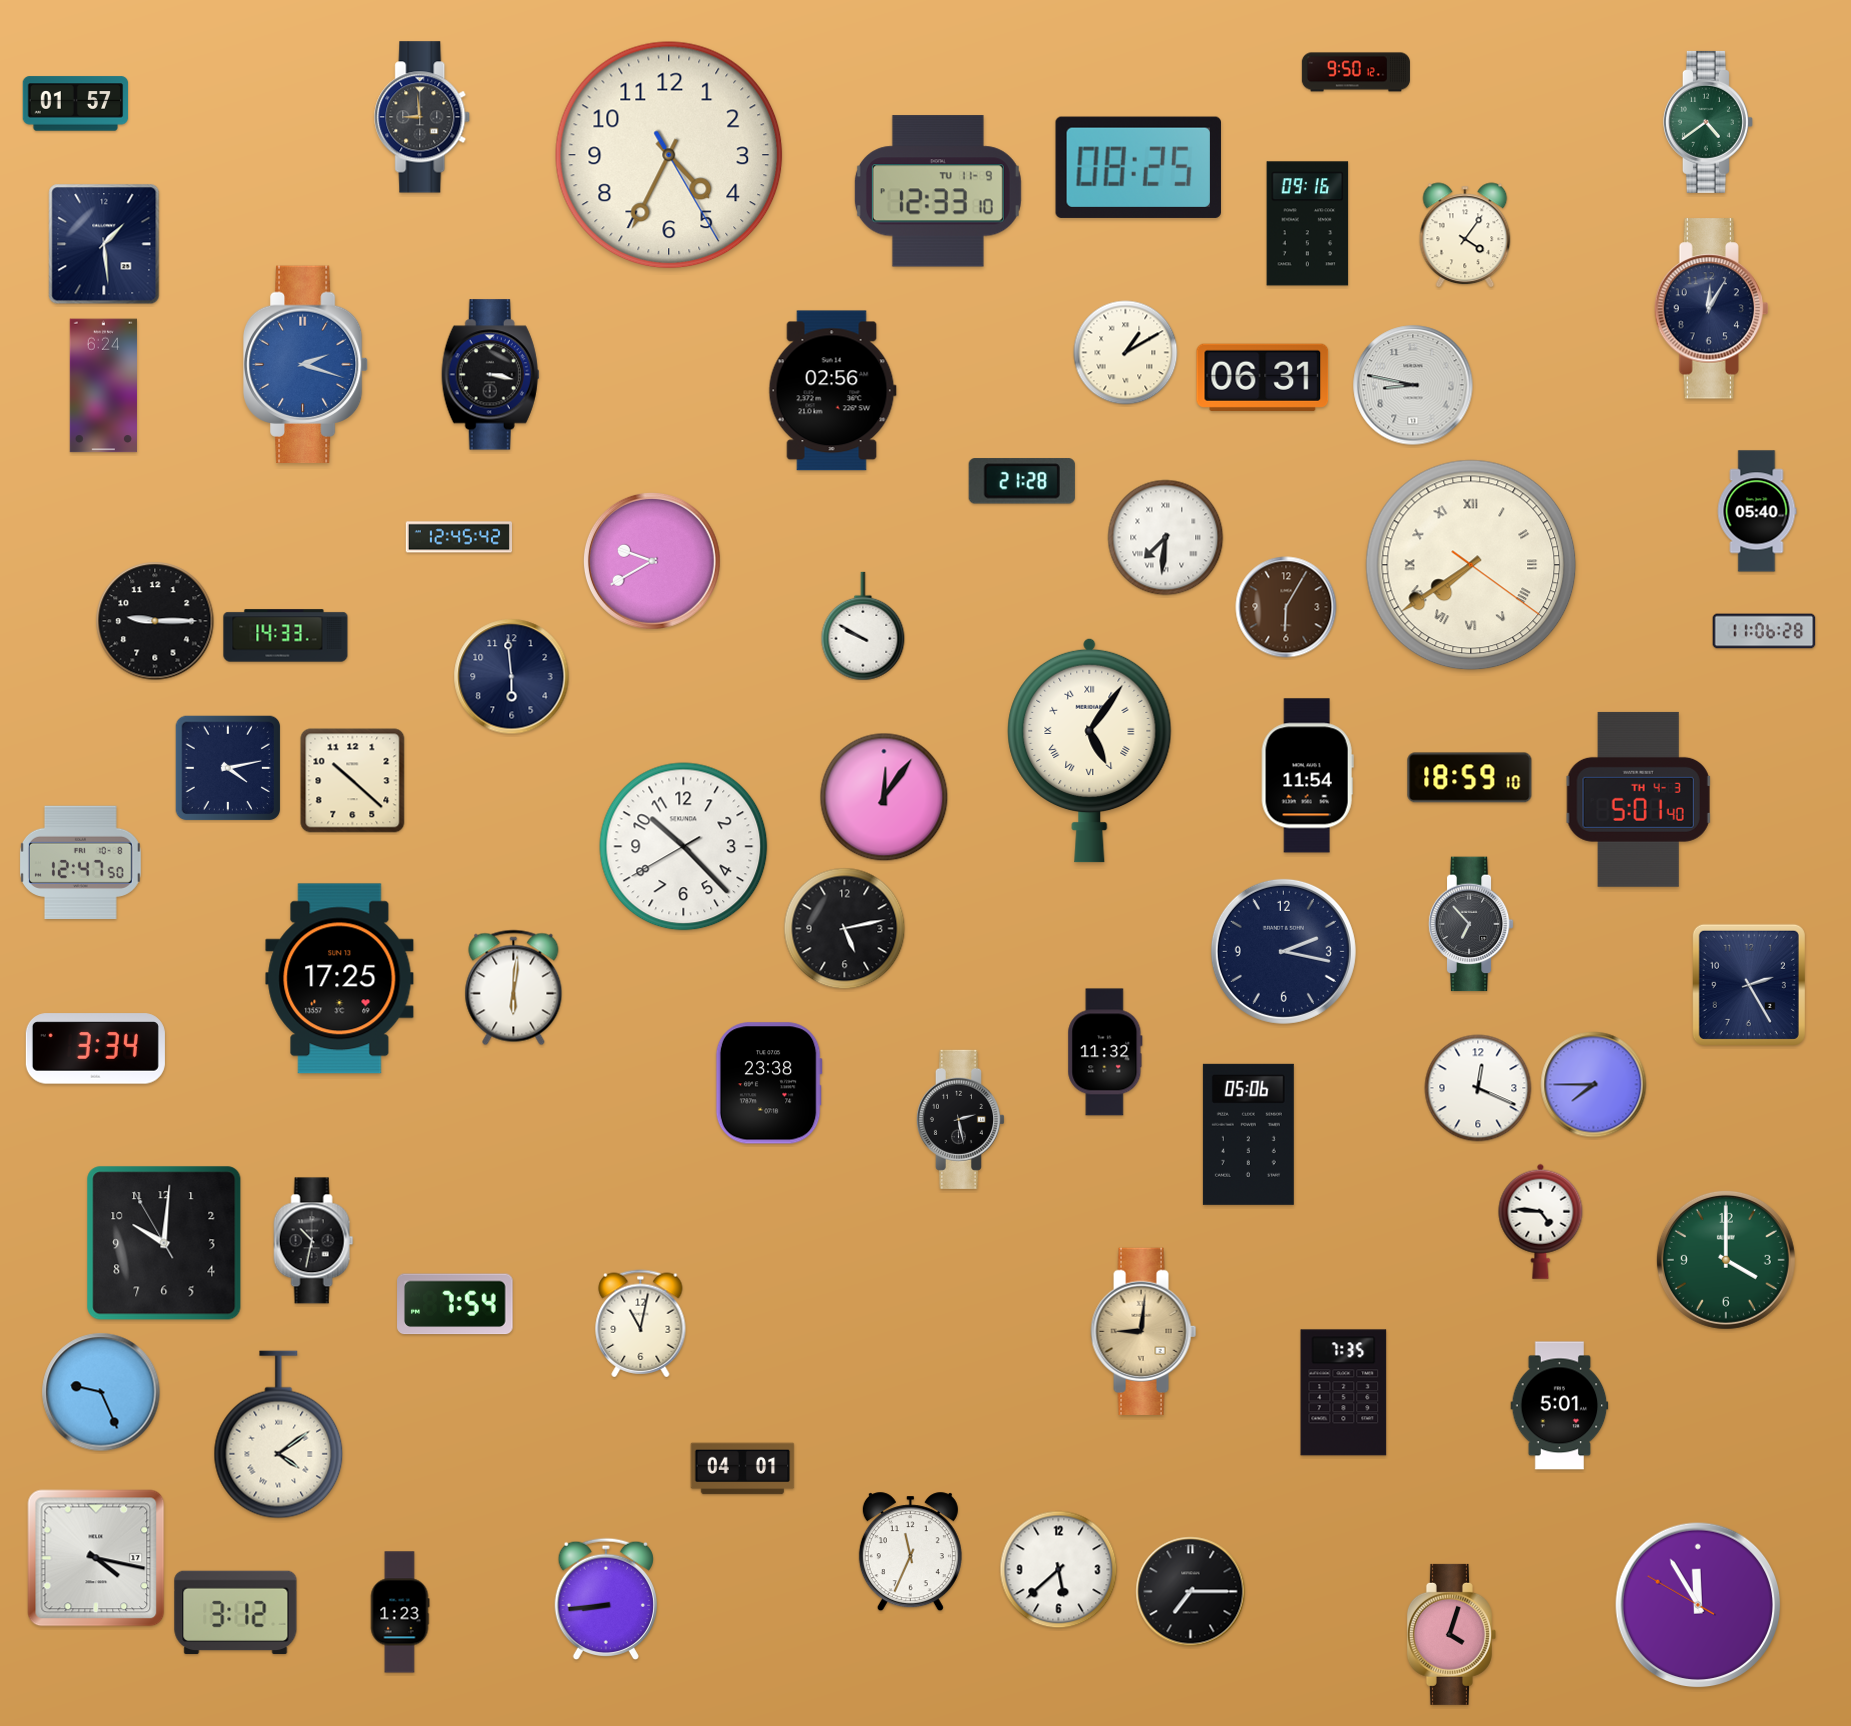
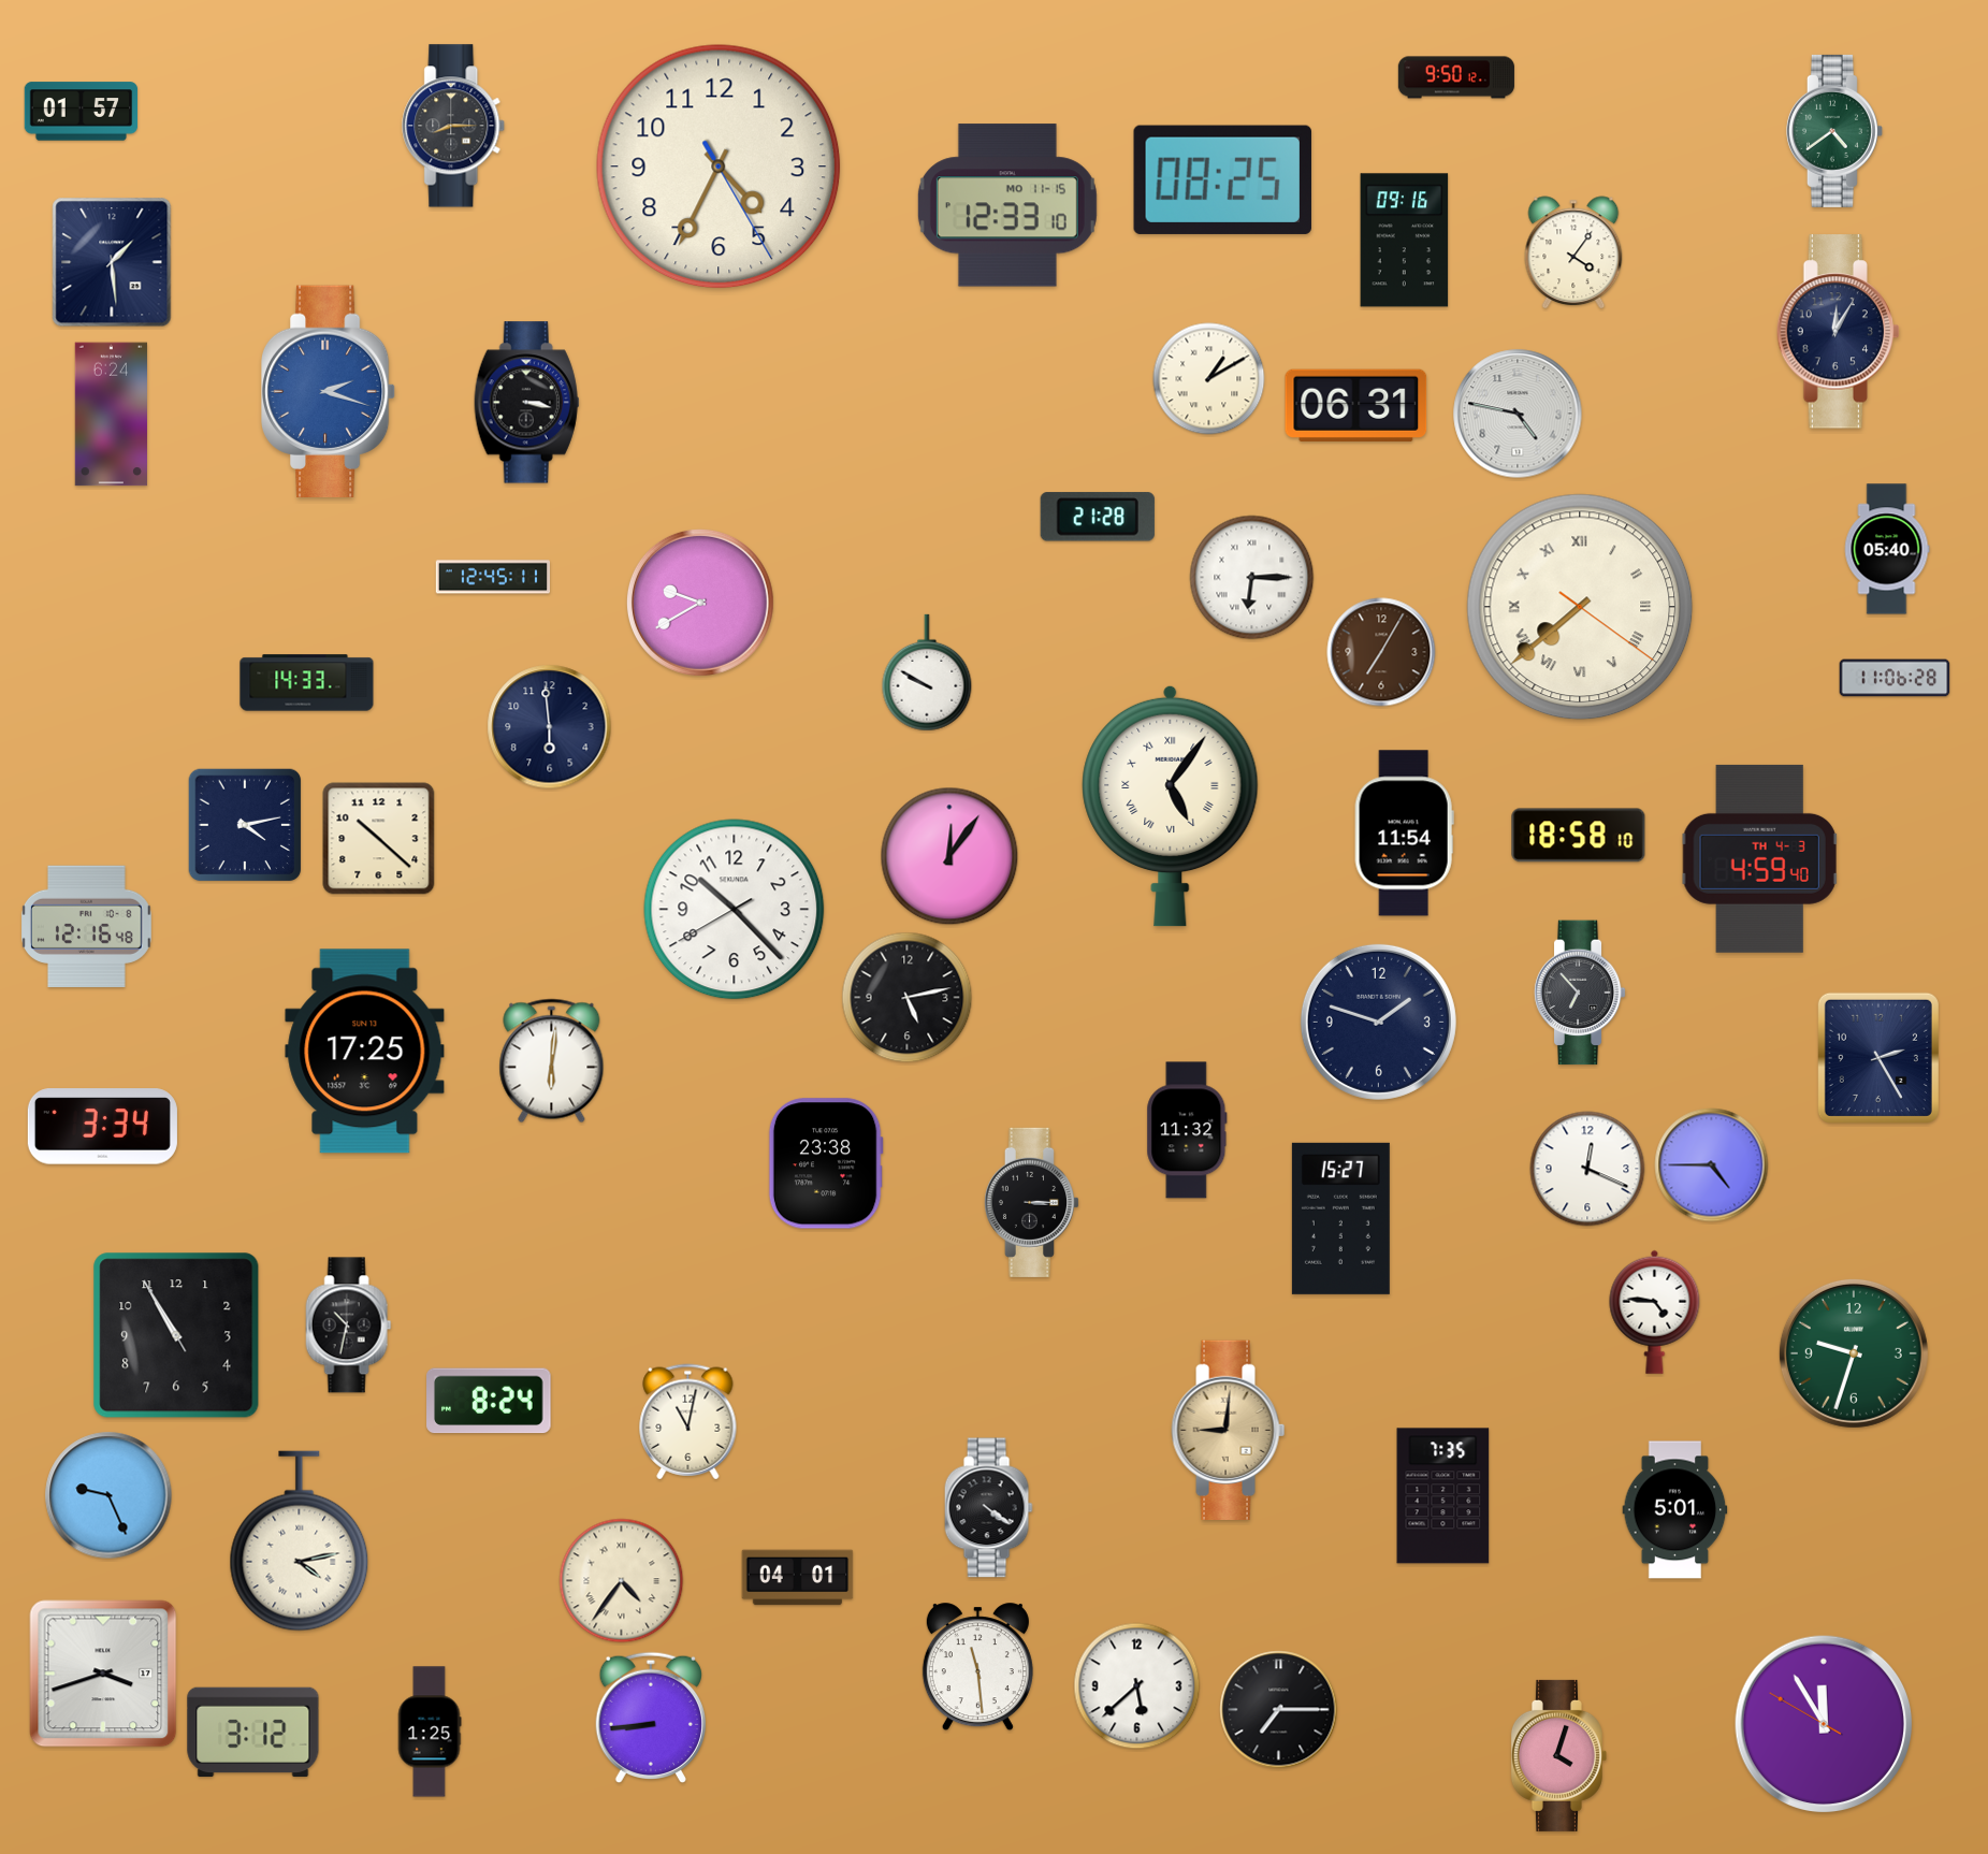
clock at (423, 117): 8:59 -> 8:15
clock at (938, 191) date: TU 11-9 -> MO 11-15
clock at (1413, 385): 8:47 -> 4:47
clock at (832, 391): 02:56 -> none
clock at (458, 537): 12:45:42 -> 12:45:11
clock at (1166, 538): 7:31 -> 6:15
clock at (1471, 565): 7:39 -> 7:38
clock at (1286, 607): 6:05 -> 7:05
clock at (155, 621): 9:15 -> none
clock at (1470, 778): 18:59 -> 18:58
clock at (1639, 799): 5:01 -> 4:59
clock at (80, 863): 12:47 -> 12:16
clock at (1283, 951): 2:17 -> 1:48
clock at (1594, 1085): 7:45 -> 4:45
clock at (960, 1119): 2:28 -> 3:15
clock at (1248, 1134): 05:06 -> 15:27
clock at (314, 1241) position: (314, 1241) -> (349, 1326)
clock at (164, 1243): 10:00 -> 10:54
clock at (1726, 1260): 4:00 -> 9:33
clock at (455, 1304): 7:54 -> 8:24
clock at (988, 1508): none -> 4:21
clock at (279, 1435): 4:09 -> 4:13
clock at (622, 1581): none -> 4:36
clock at (910, 1552): 11:34 -> 11:29
clock at (96, 1558): 4:17 -> 3:42
clock at (400, 1612): 1:23 -> 1:25
